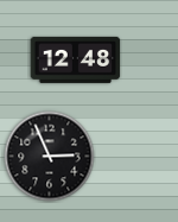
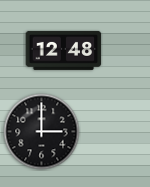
clock at (50, 157): 2:56 -> 3:00
